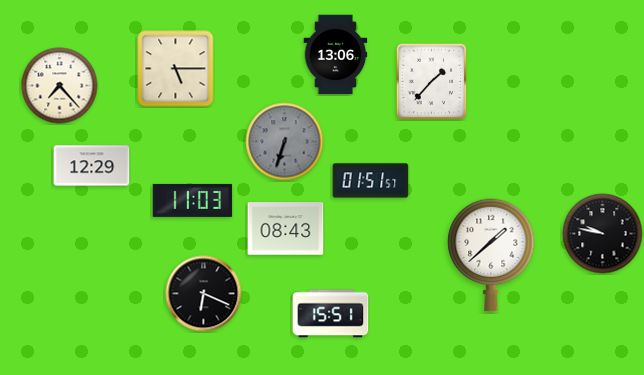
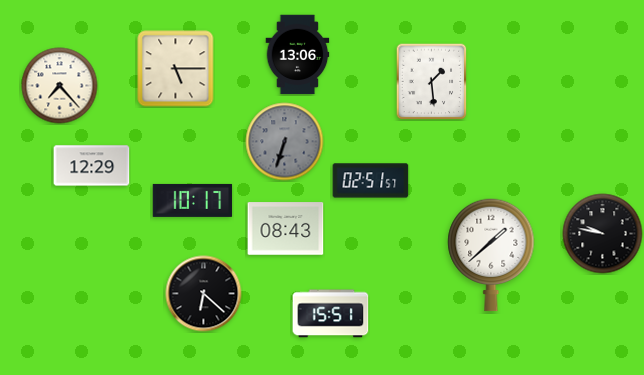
clock at (336, 55) position: (336, 55) -> (298, 55)
clock at (432, 81): 1:37 -> 1:29
clock at (371, 181): 01:51 -> 02:51
clock at (193, 200): 11:03 -> 10:17
clock at (204, 294): 6:19 -> 6:22
